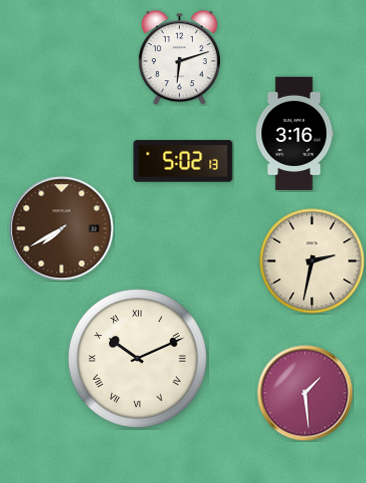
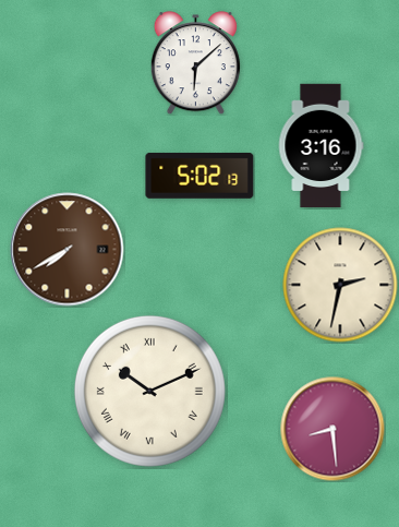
clock at (179, 58): 6:12 -> 6:08
clock at (305, 393): 1:29 -> 8:29
